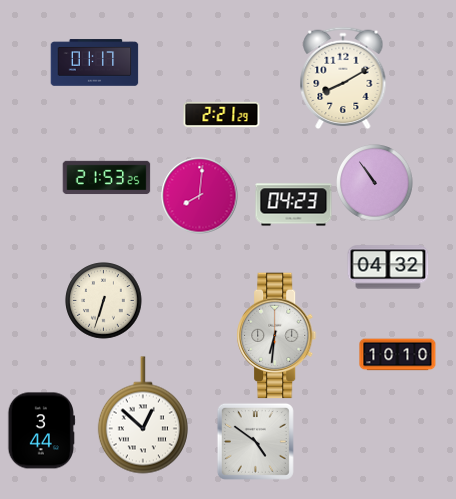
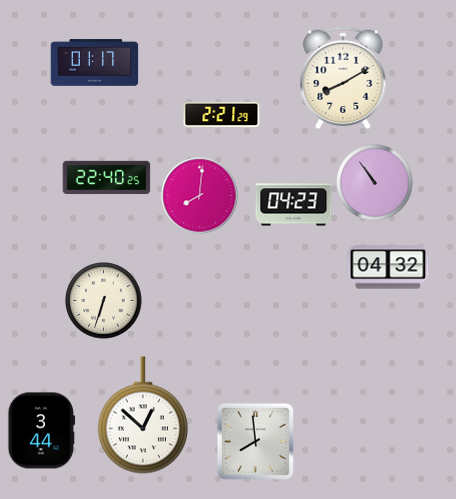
clock at (107, 178): 21:53 -> 22:40
clock at (277, 336): 6:31 -> none
clock at (398, 355): 10:10 -> none
clock at (255, 441): 4:51 -> 7:59
